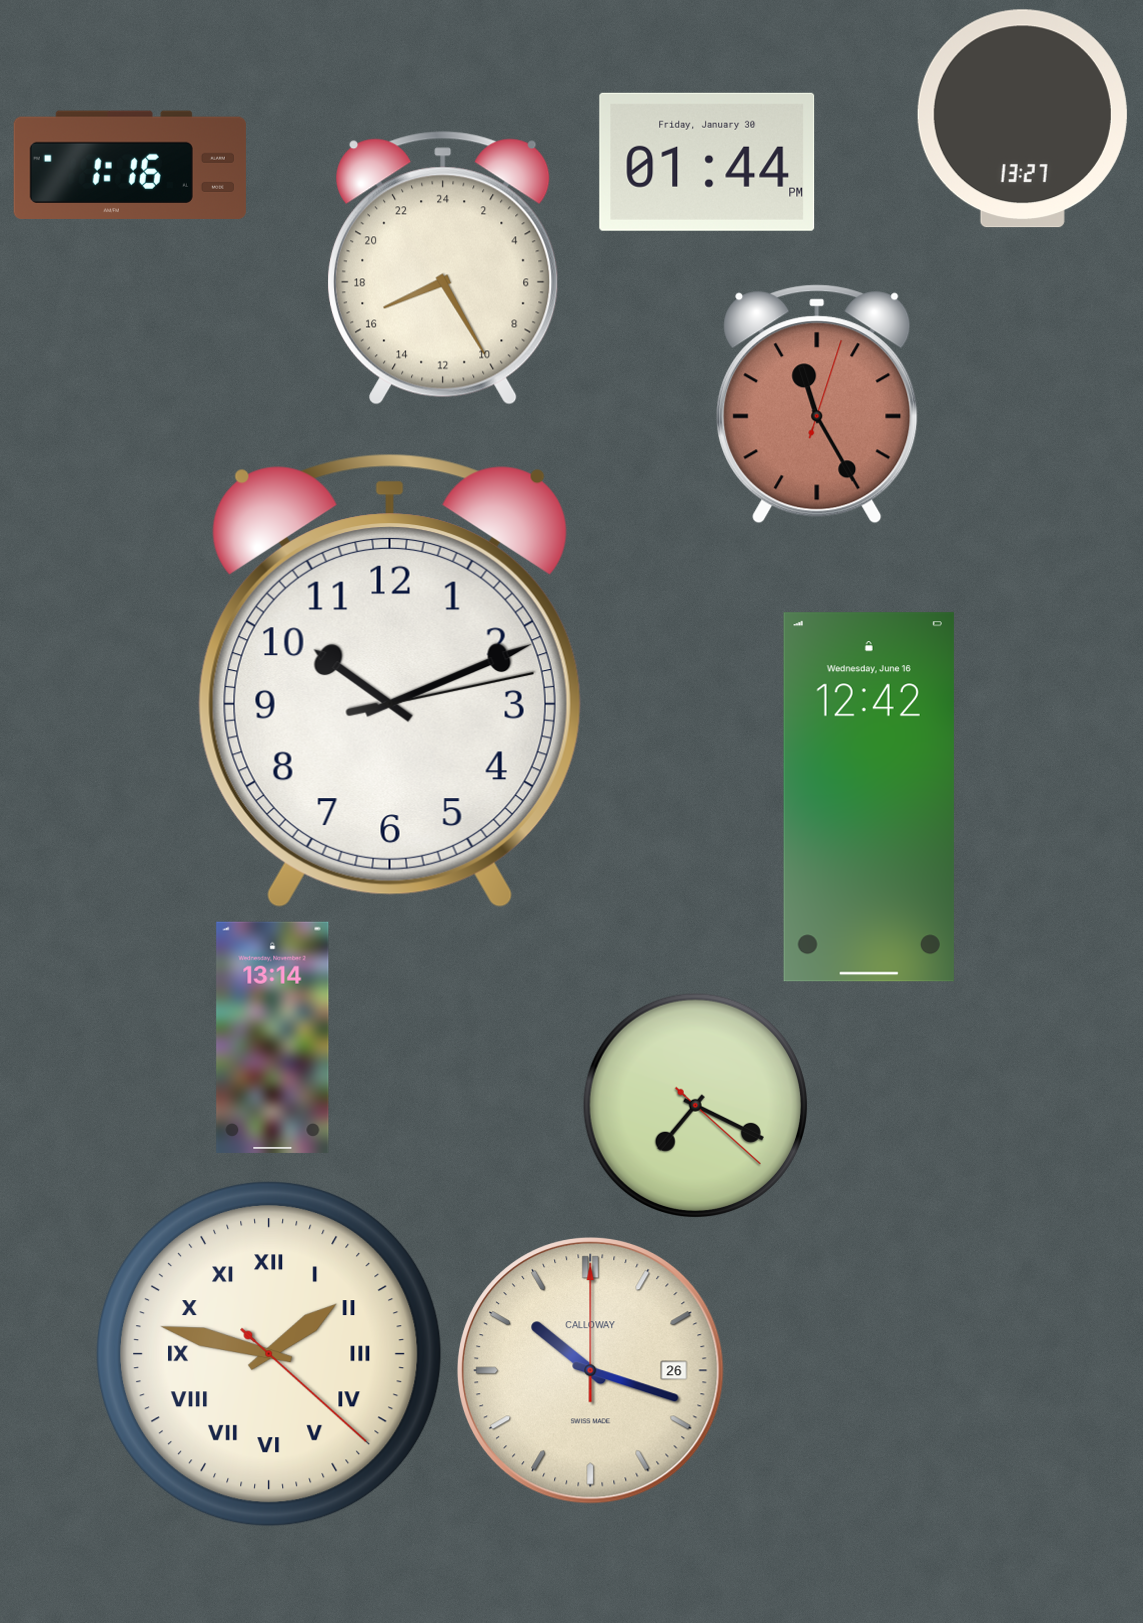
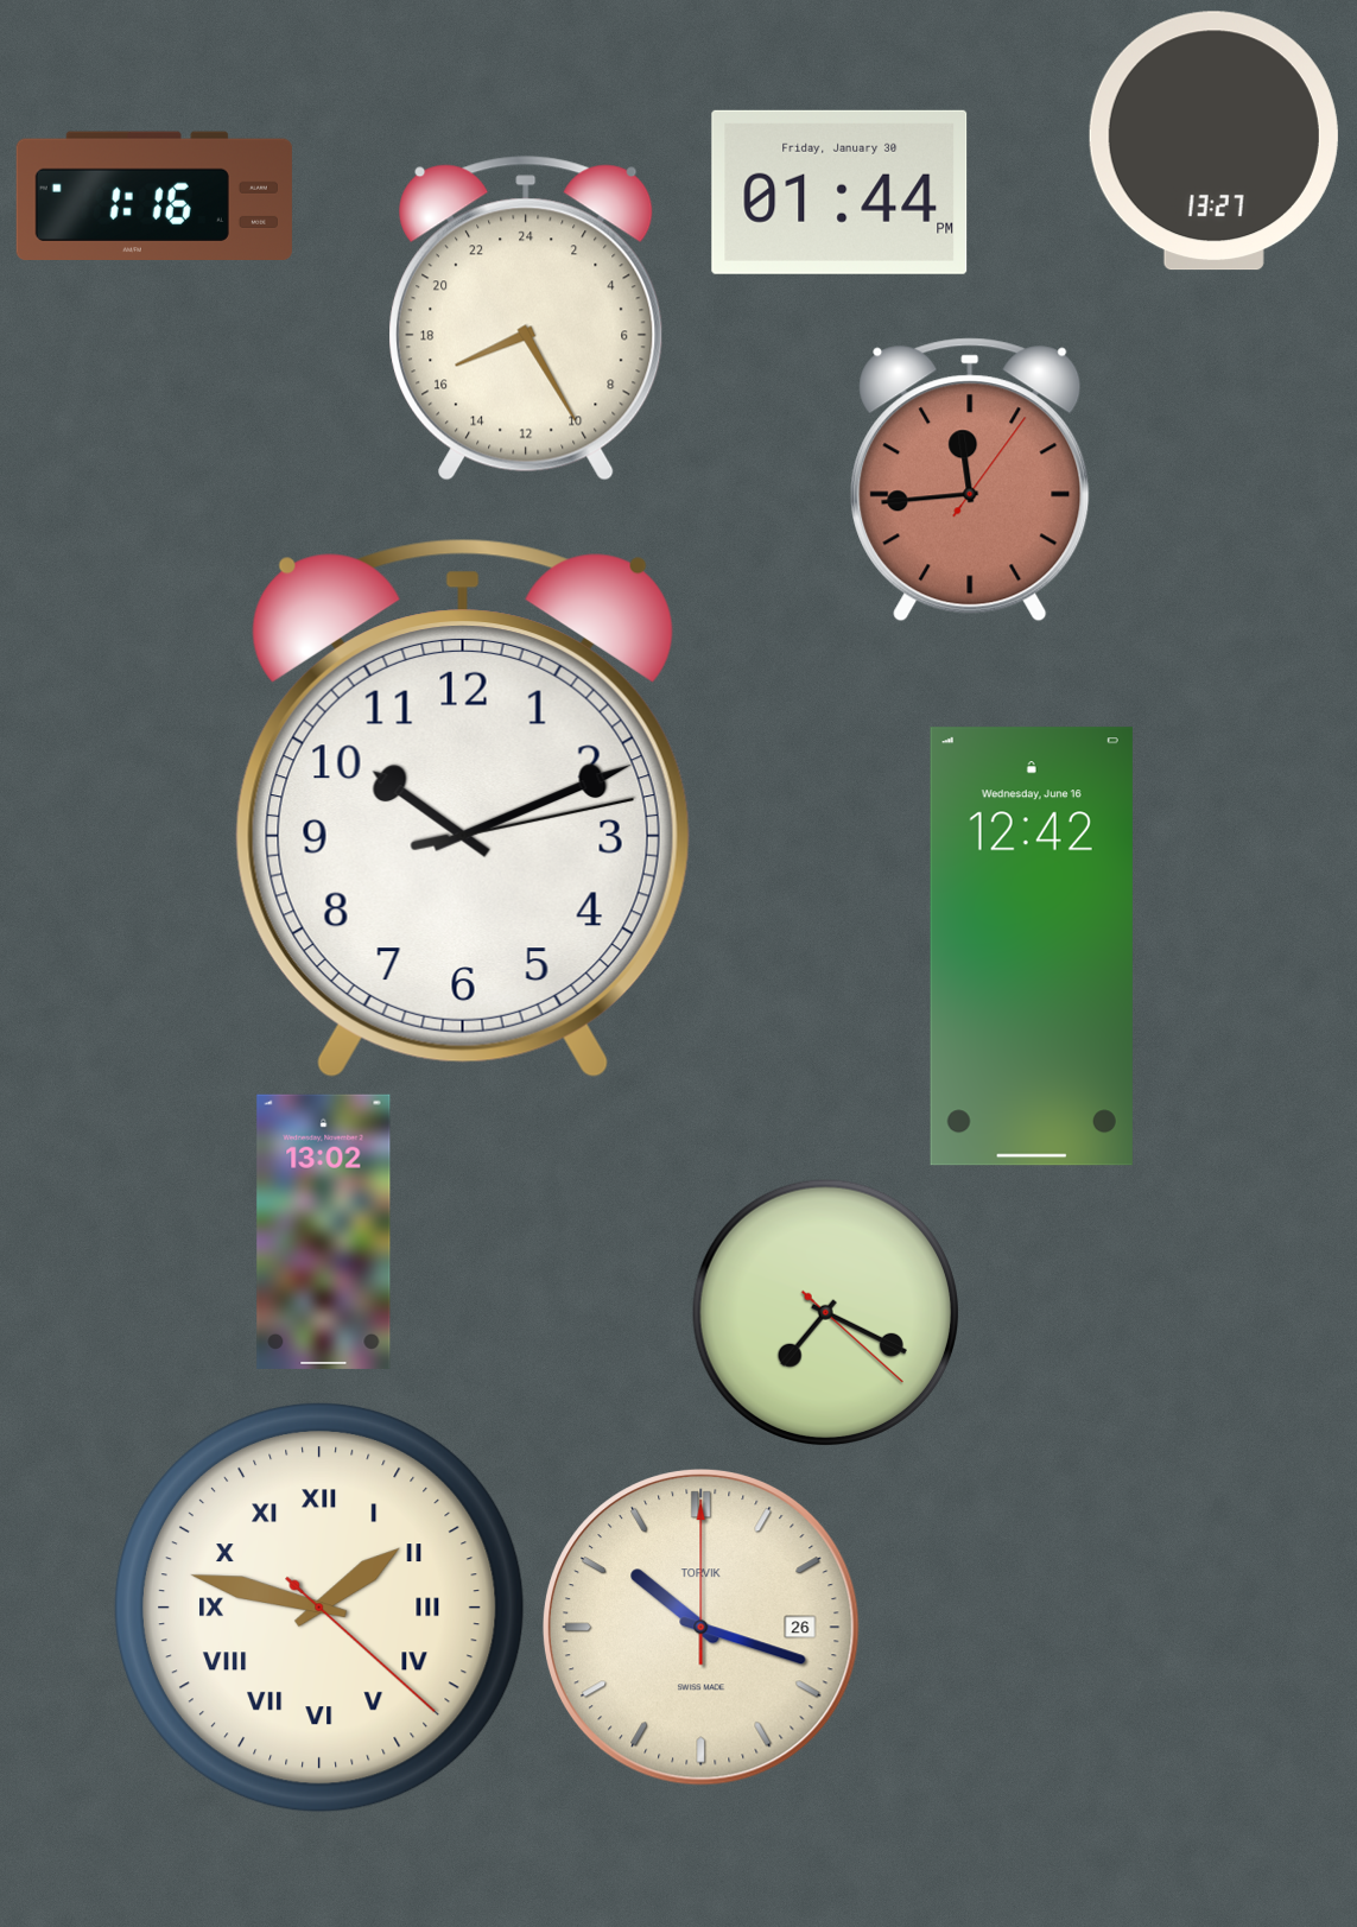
clock at (817, 404): 11:25 -> 11:44
clock at (273, 1037): 13:14 -> 13:02
clock at (591, 1371) brand: CALLOWAY -> TORVIK
